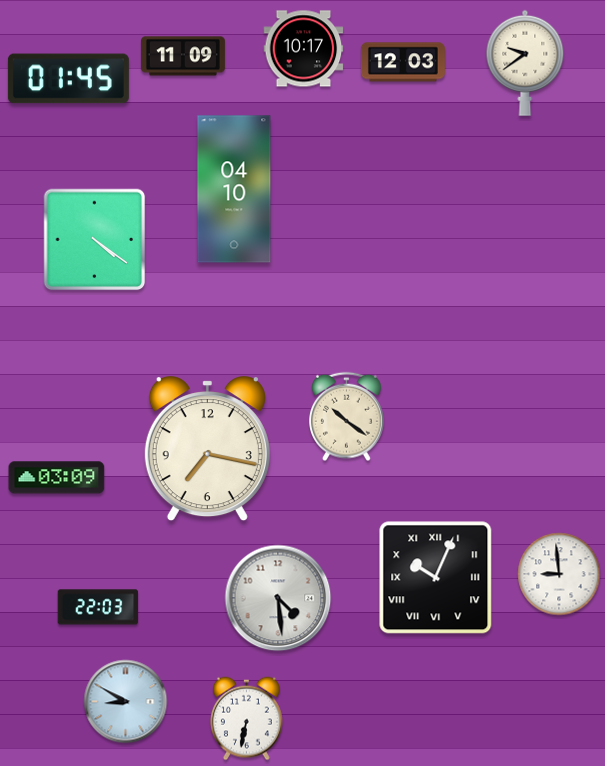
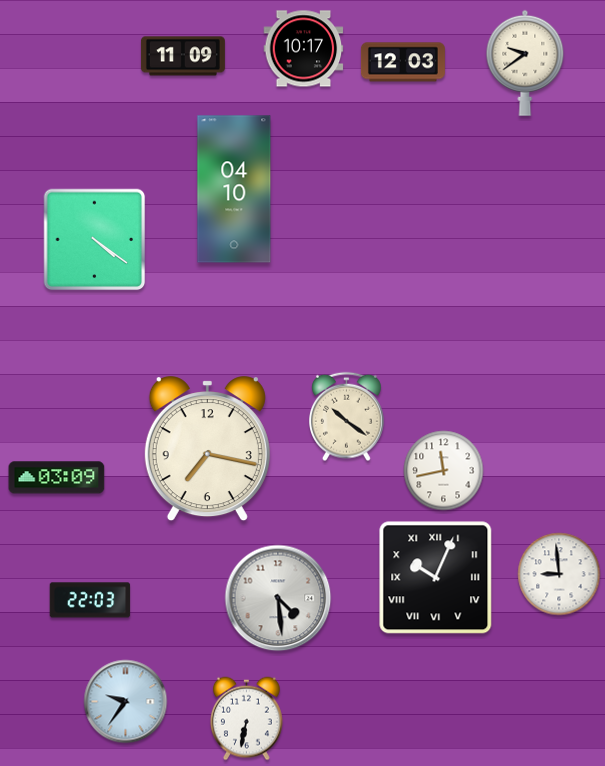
clock at (68, 79): 01:45 -> none
clock at (444, 471): none -> 11:43
clock at (98, 607) position: (98, 607) -> (90, 600)
clock at (126, 702): 8:50 -> 9:36
